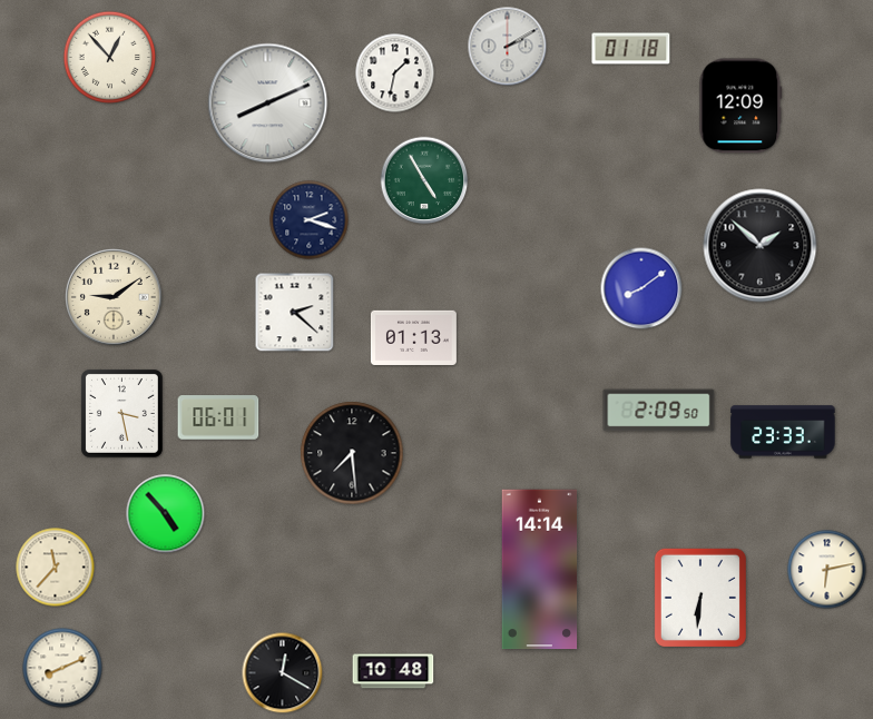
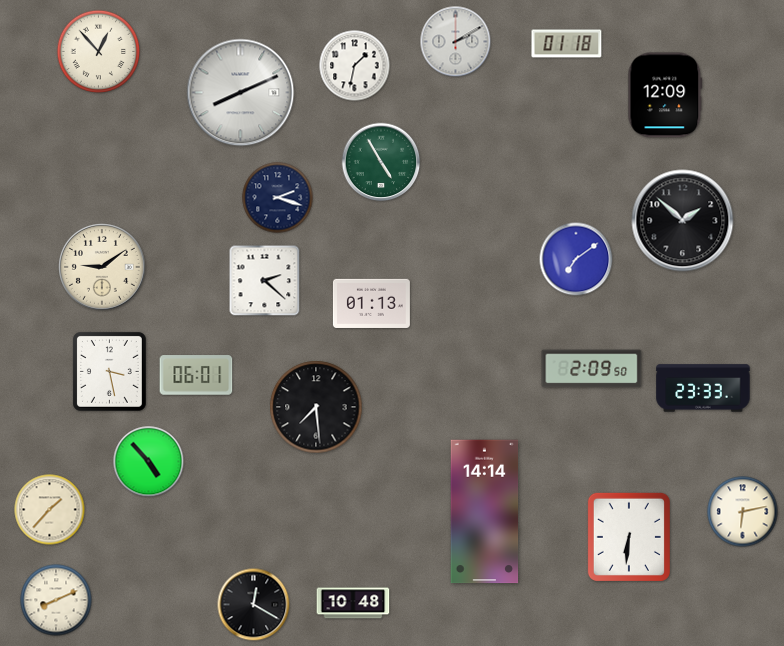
clock at (641, 288): 8:09 -> 7:09
clock at (56, 568): 11:37 -> 1:37
